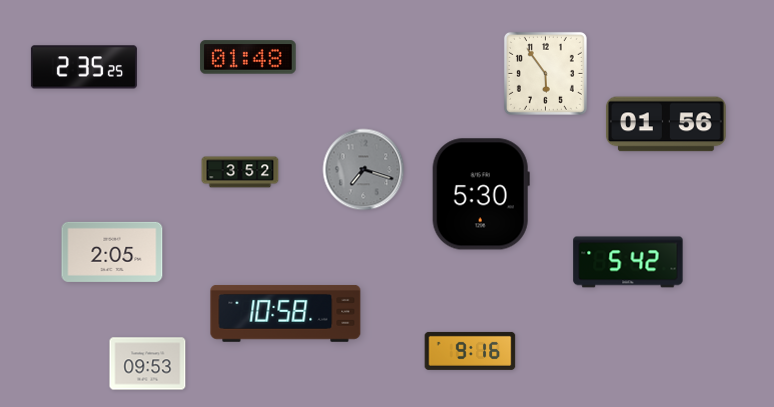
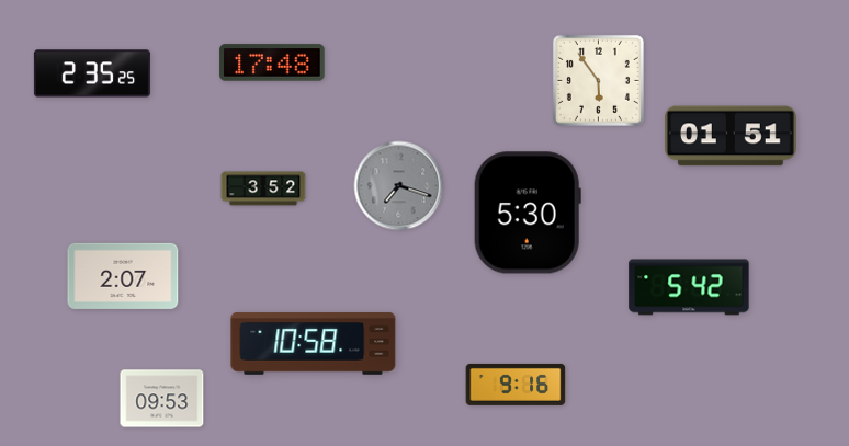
clock at (248, 57): 01:48 -> 17:48
clock at (666, 124): 01:56 -> 01:51
clock at (112, 252): 2:05 -> 2:07
